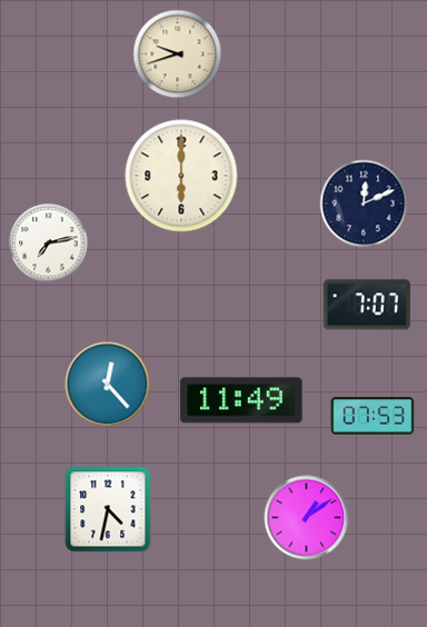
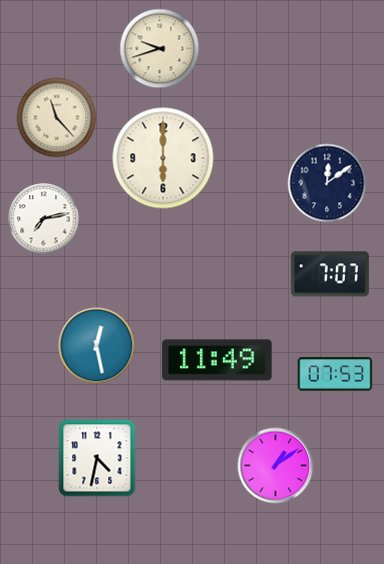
clock at (57, 118): none -> 11:23
clock at (364, 203): 12:11 -> 12:09
clock at (108, 385): 12:23 -> 12:28
